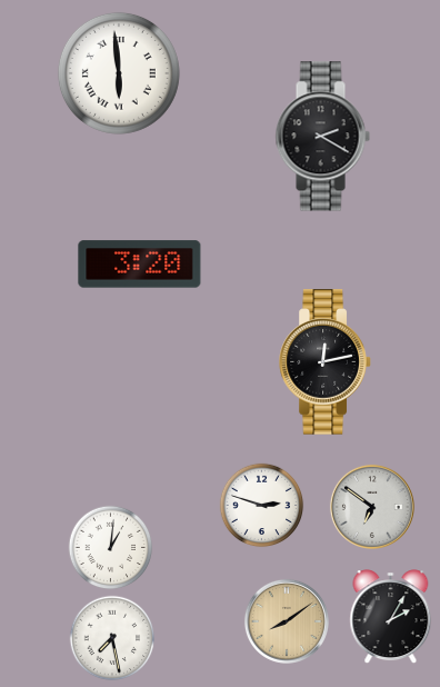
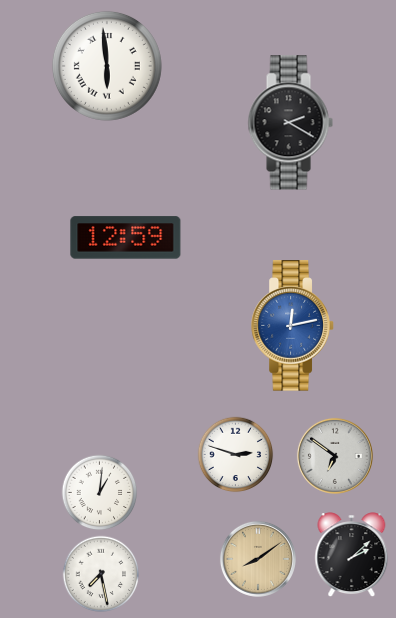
clock at (140, 265): 3:20 -> 12:59
clock at (326, 362) dial: black -> blue
clock at (391, 617): 2:05 -> 2:08
